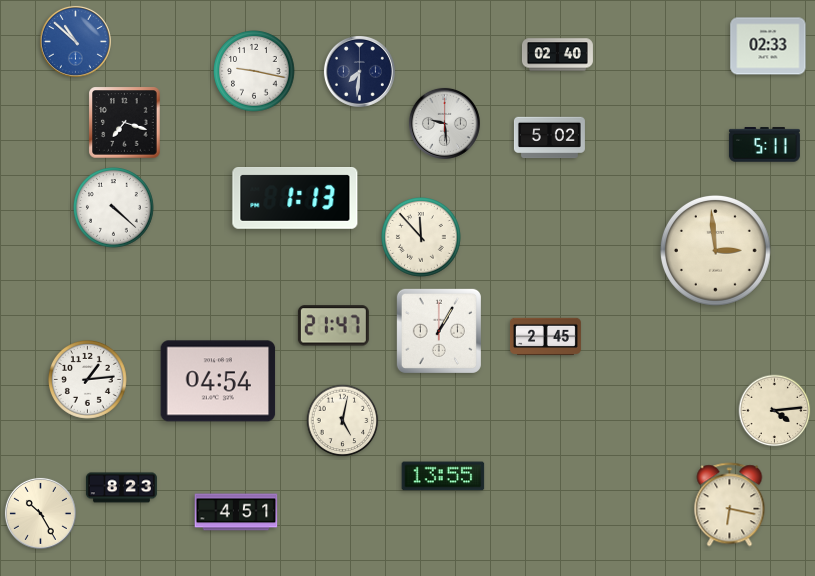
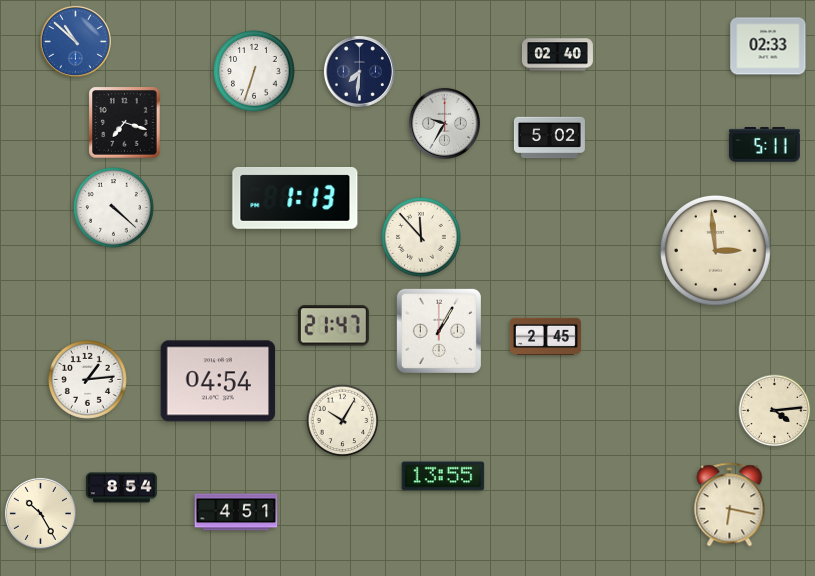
clock at (254, 71): 9:17 -> 6:33
clock at (444, 123): 9:29 -> 9:35
clock at (343, 421): 5:02 -> 10:05
clock at (121, 488): 8:23 -> 8:54
